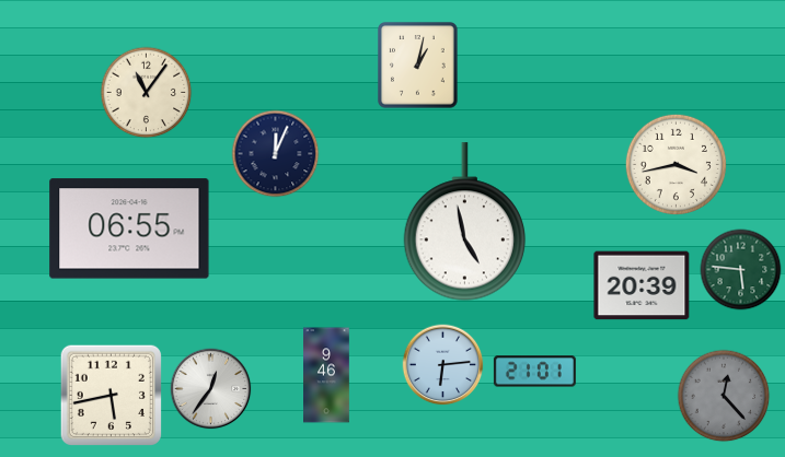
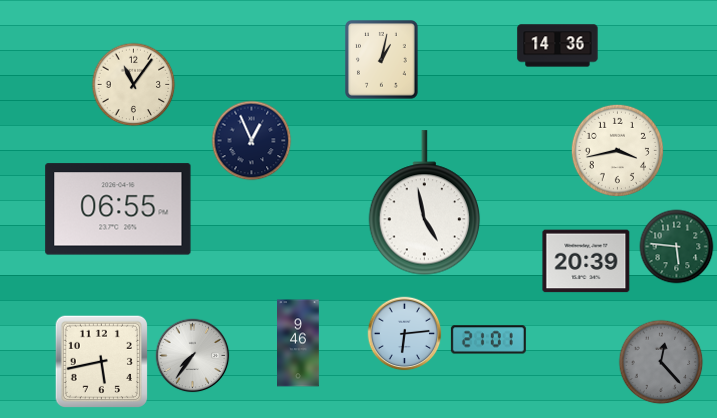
clock at (558, 46): none -> 14:36
clock at (276, 154): 12:04 -> 12:56
clock at (211, 389): 12:36 -> 7:36
